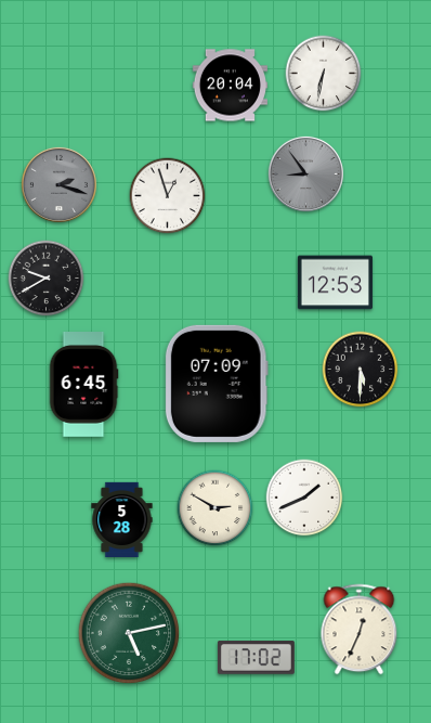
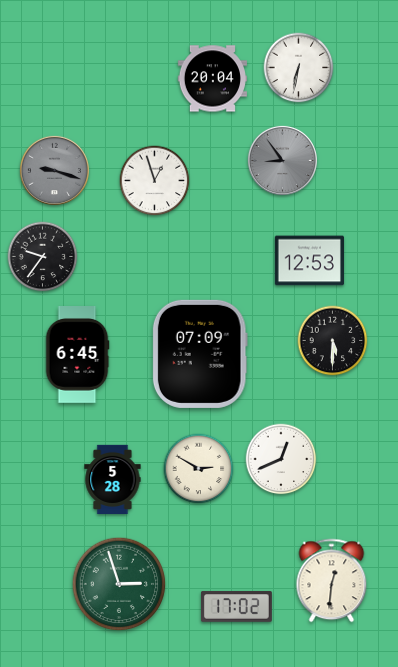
clock at (58, 184): 2:18 -> 9:18
clock at (47, 279): 9:40 -> 9:36
clock at (304, 498): 1:41 -> 12:41
clock at (360, 630): 12:34 -> 12:31
clock at (129, 633): 5:13 -> 2:57
